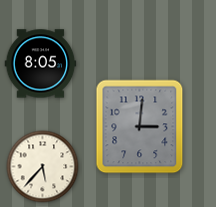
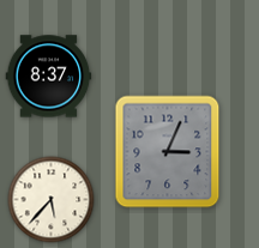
clock at (41, 64): 8:05 -> 8:37
clock at (140, 127): 3:01 -> 3:04
